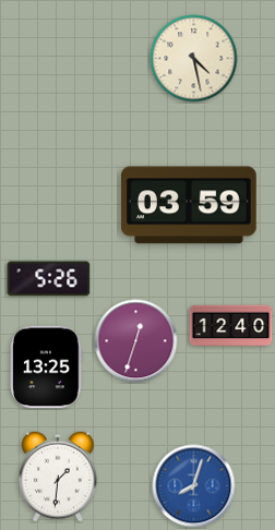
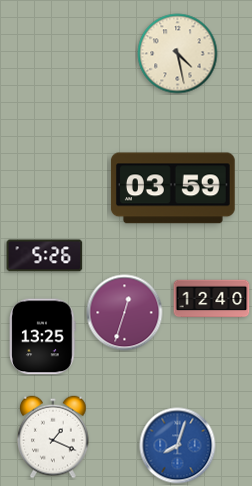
clock at (58, 477): 1:31 -> 1:19
